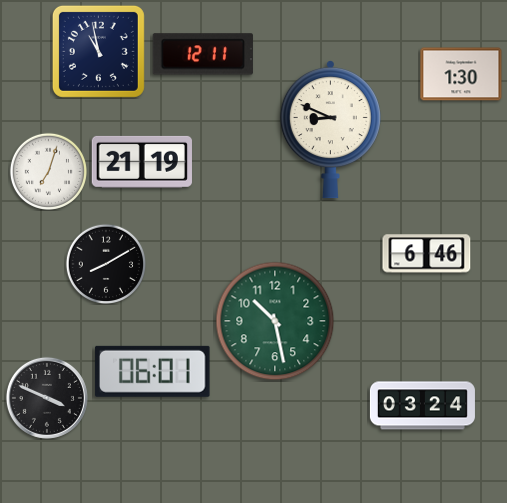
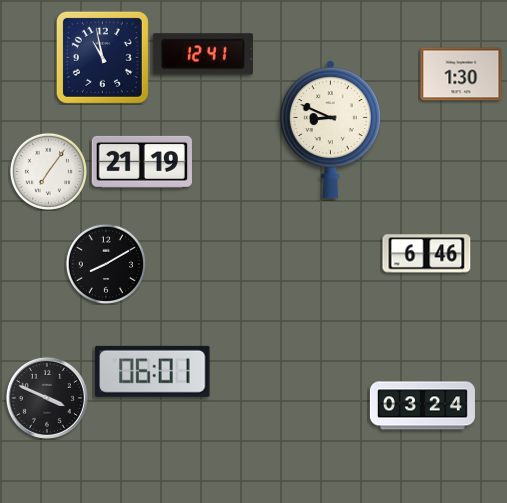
clock at (98, 51) position: (98, 51) -> (102, 57)
clock at (203, 54): 12:11 -> 12:41
clock at (48, 171): 7:03 -> 7:06
clock at (275, 321): 10:28 -> none
